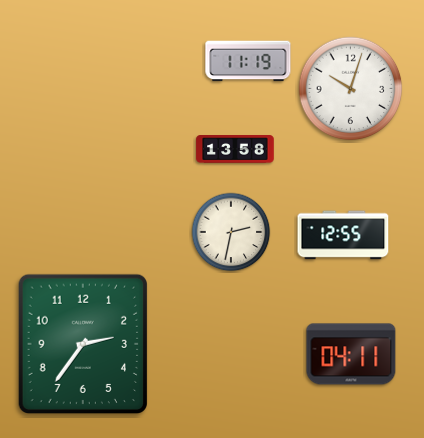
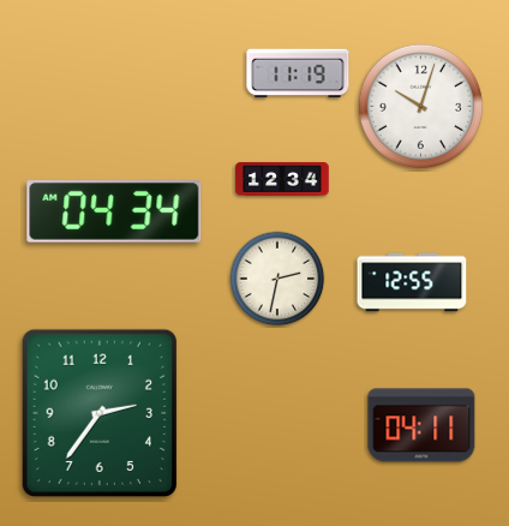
clock at (235, 149): 13:58 -> 12:34
clock at (114, 211): none -> 04:34
